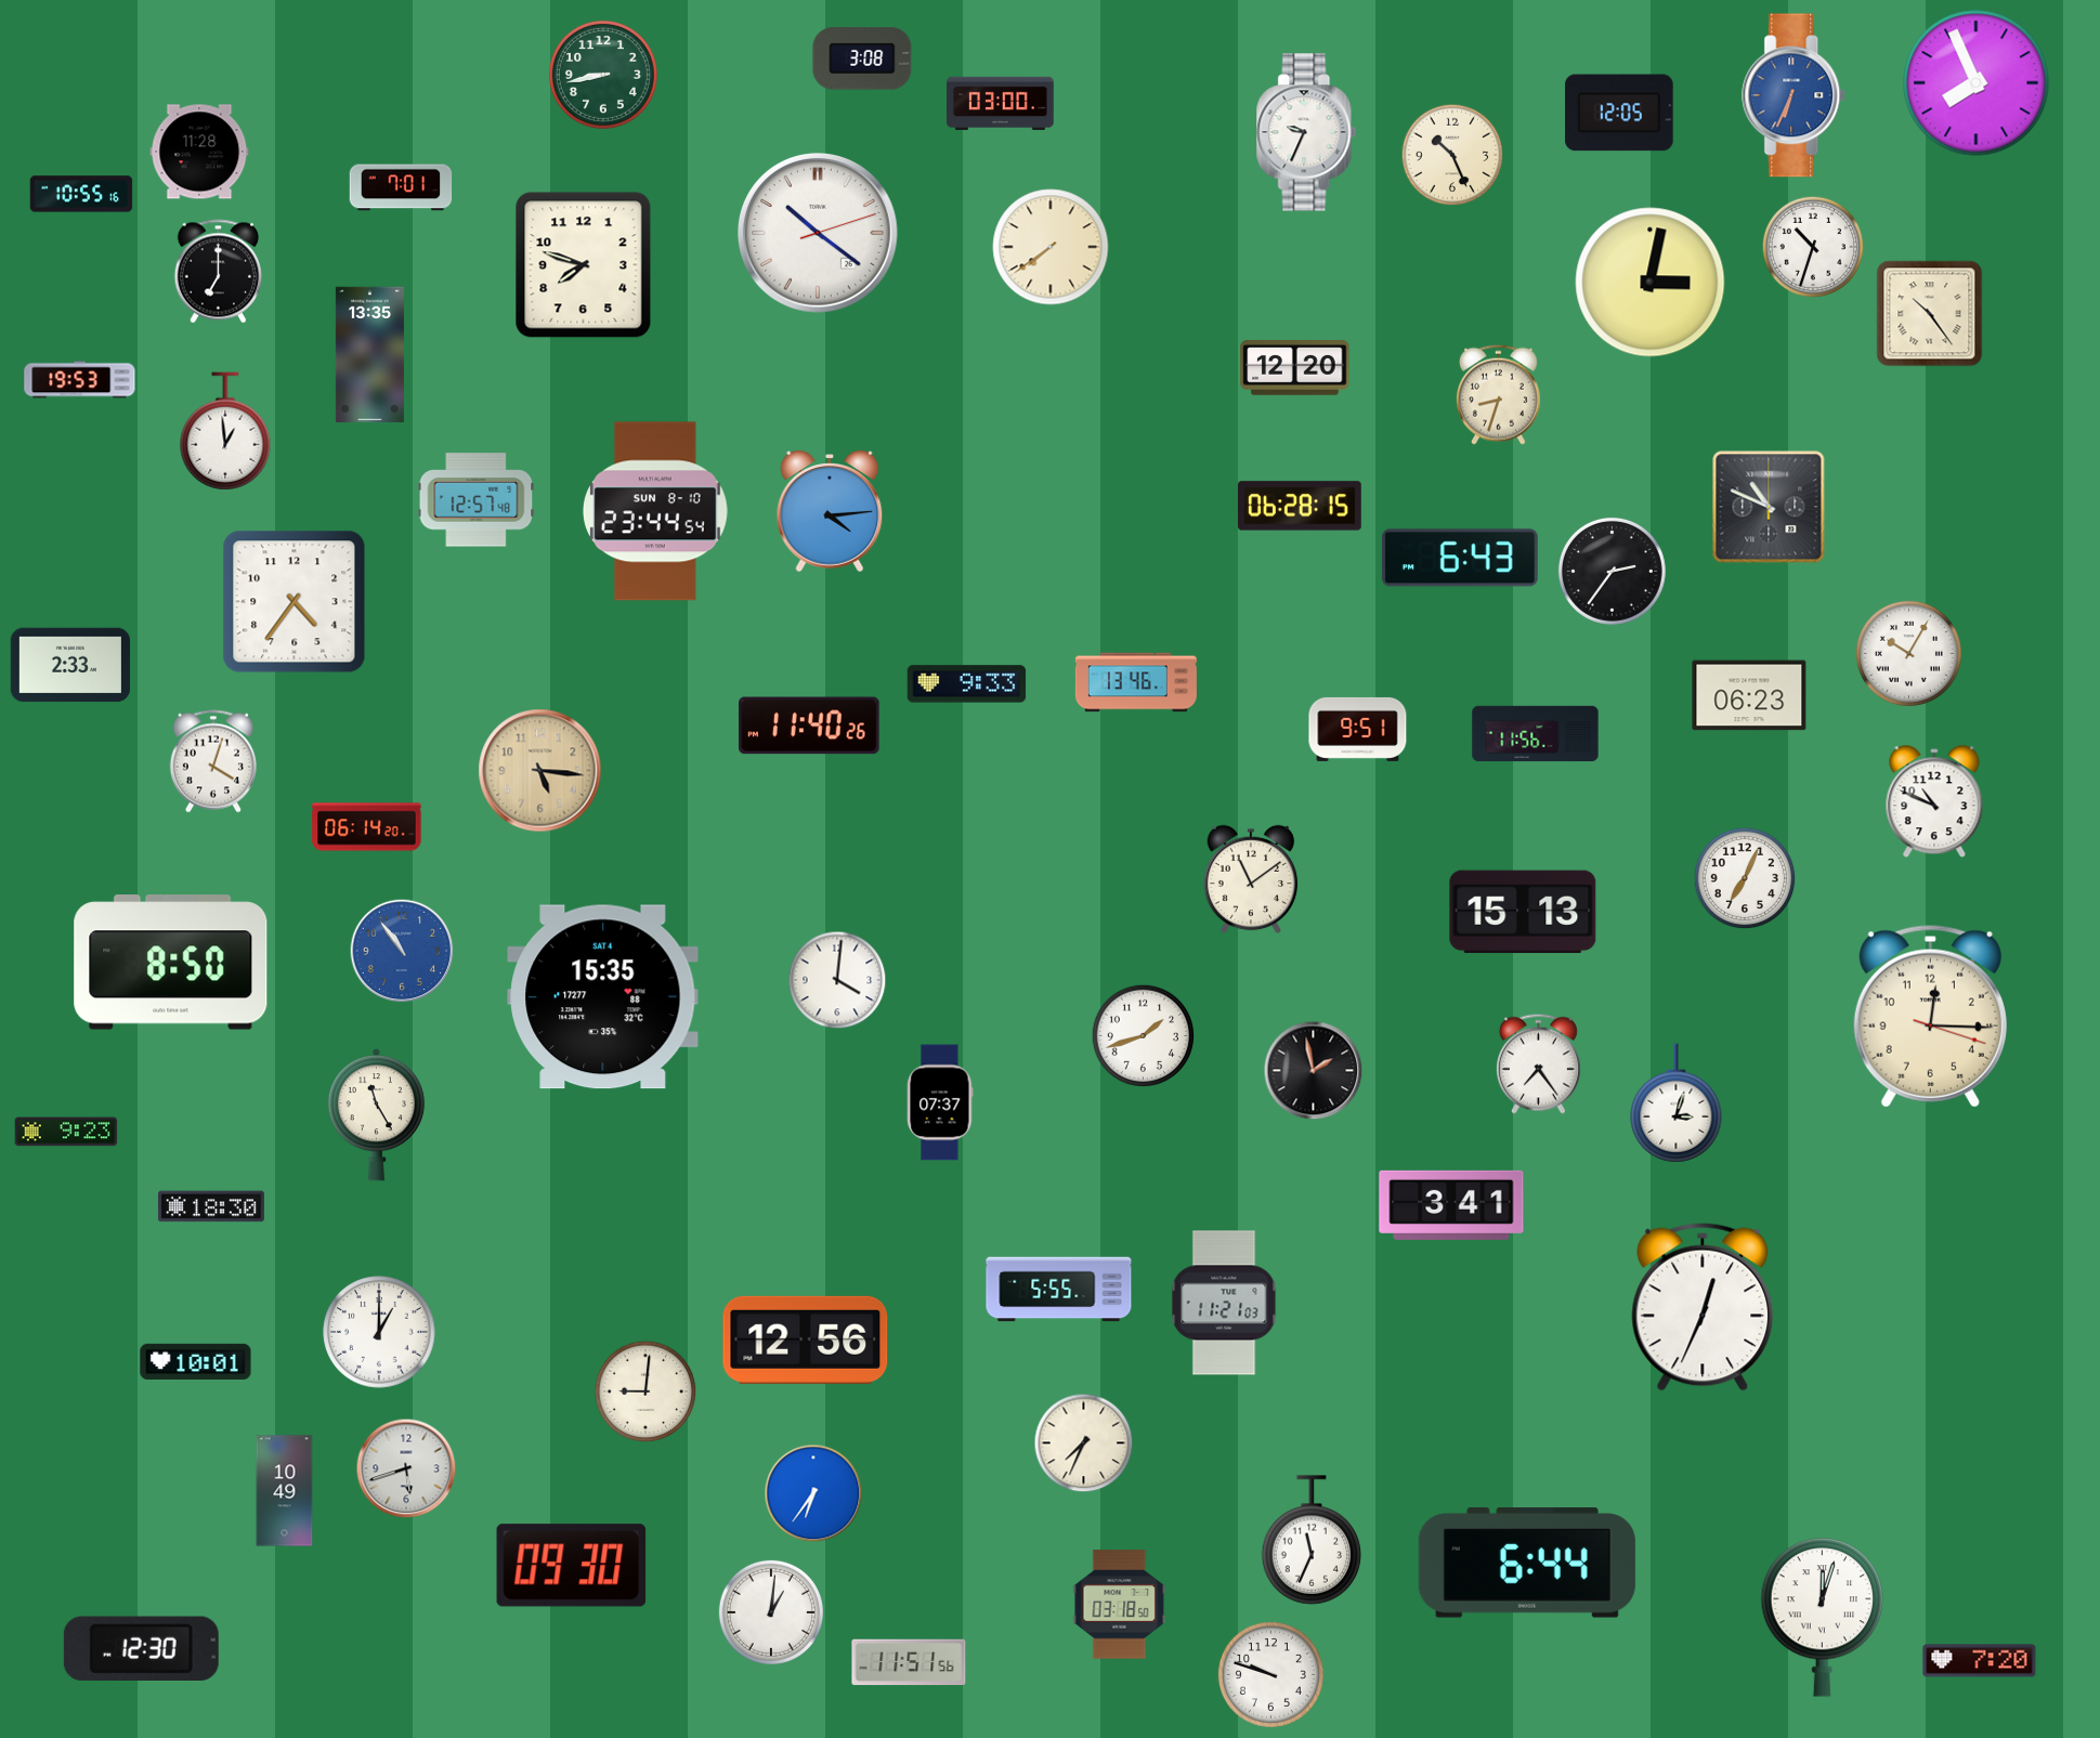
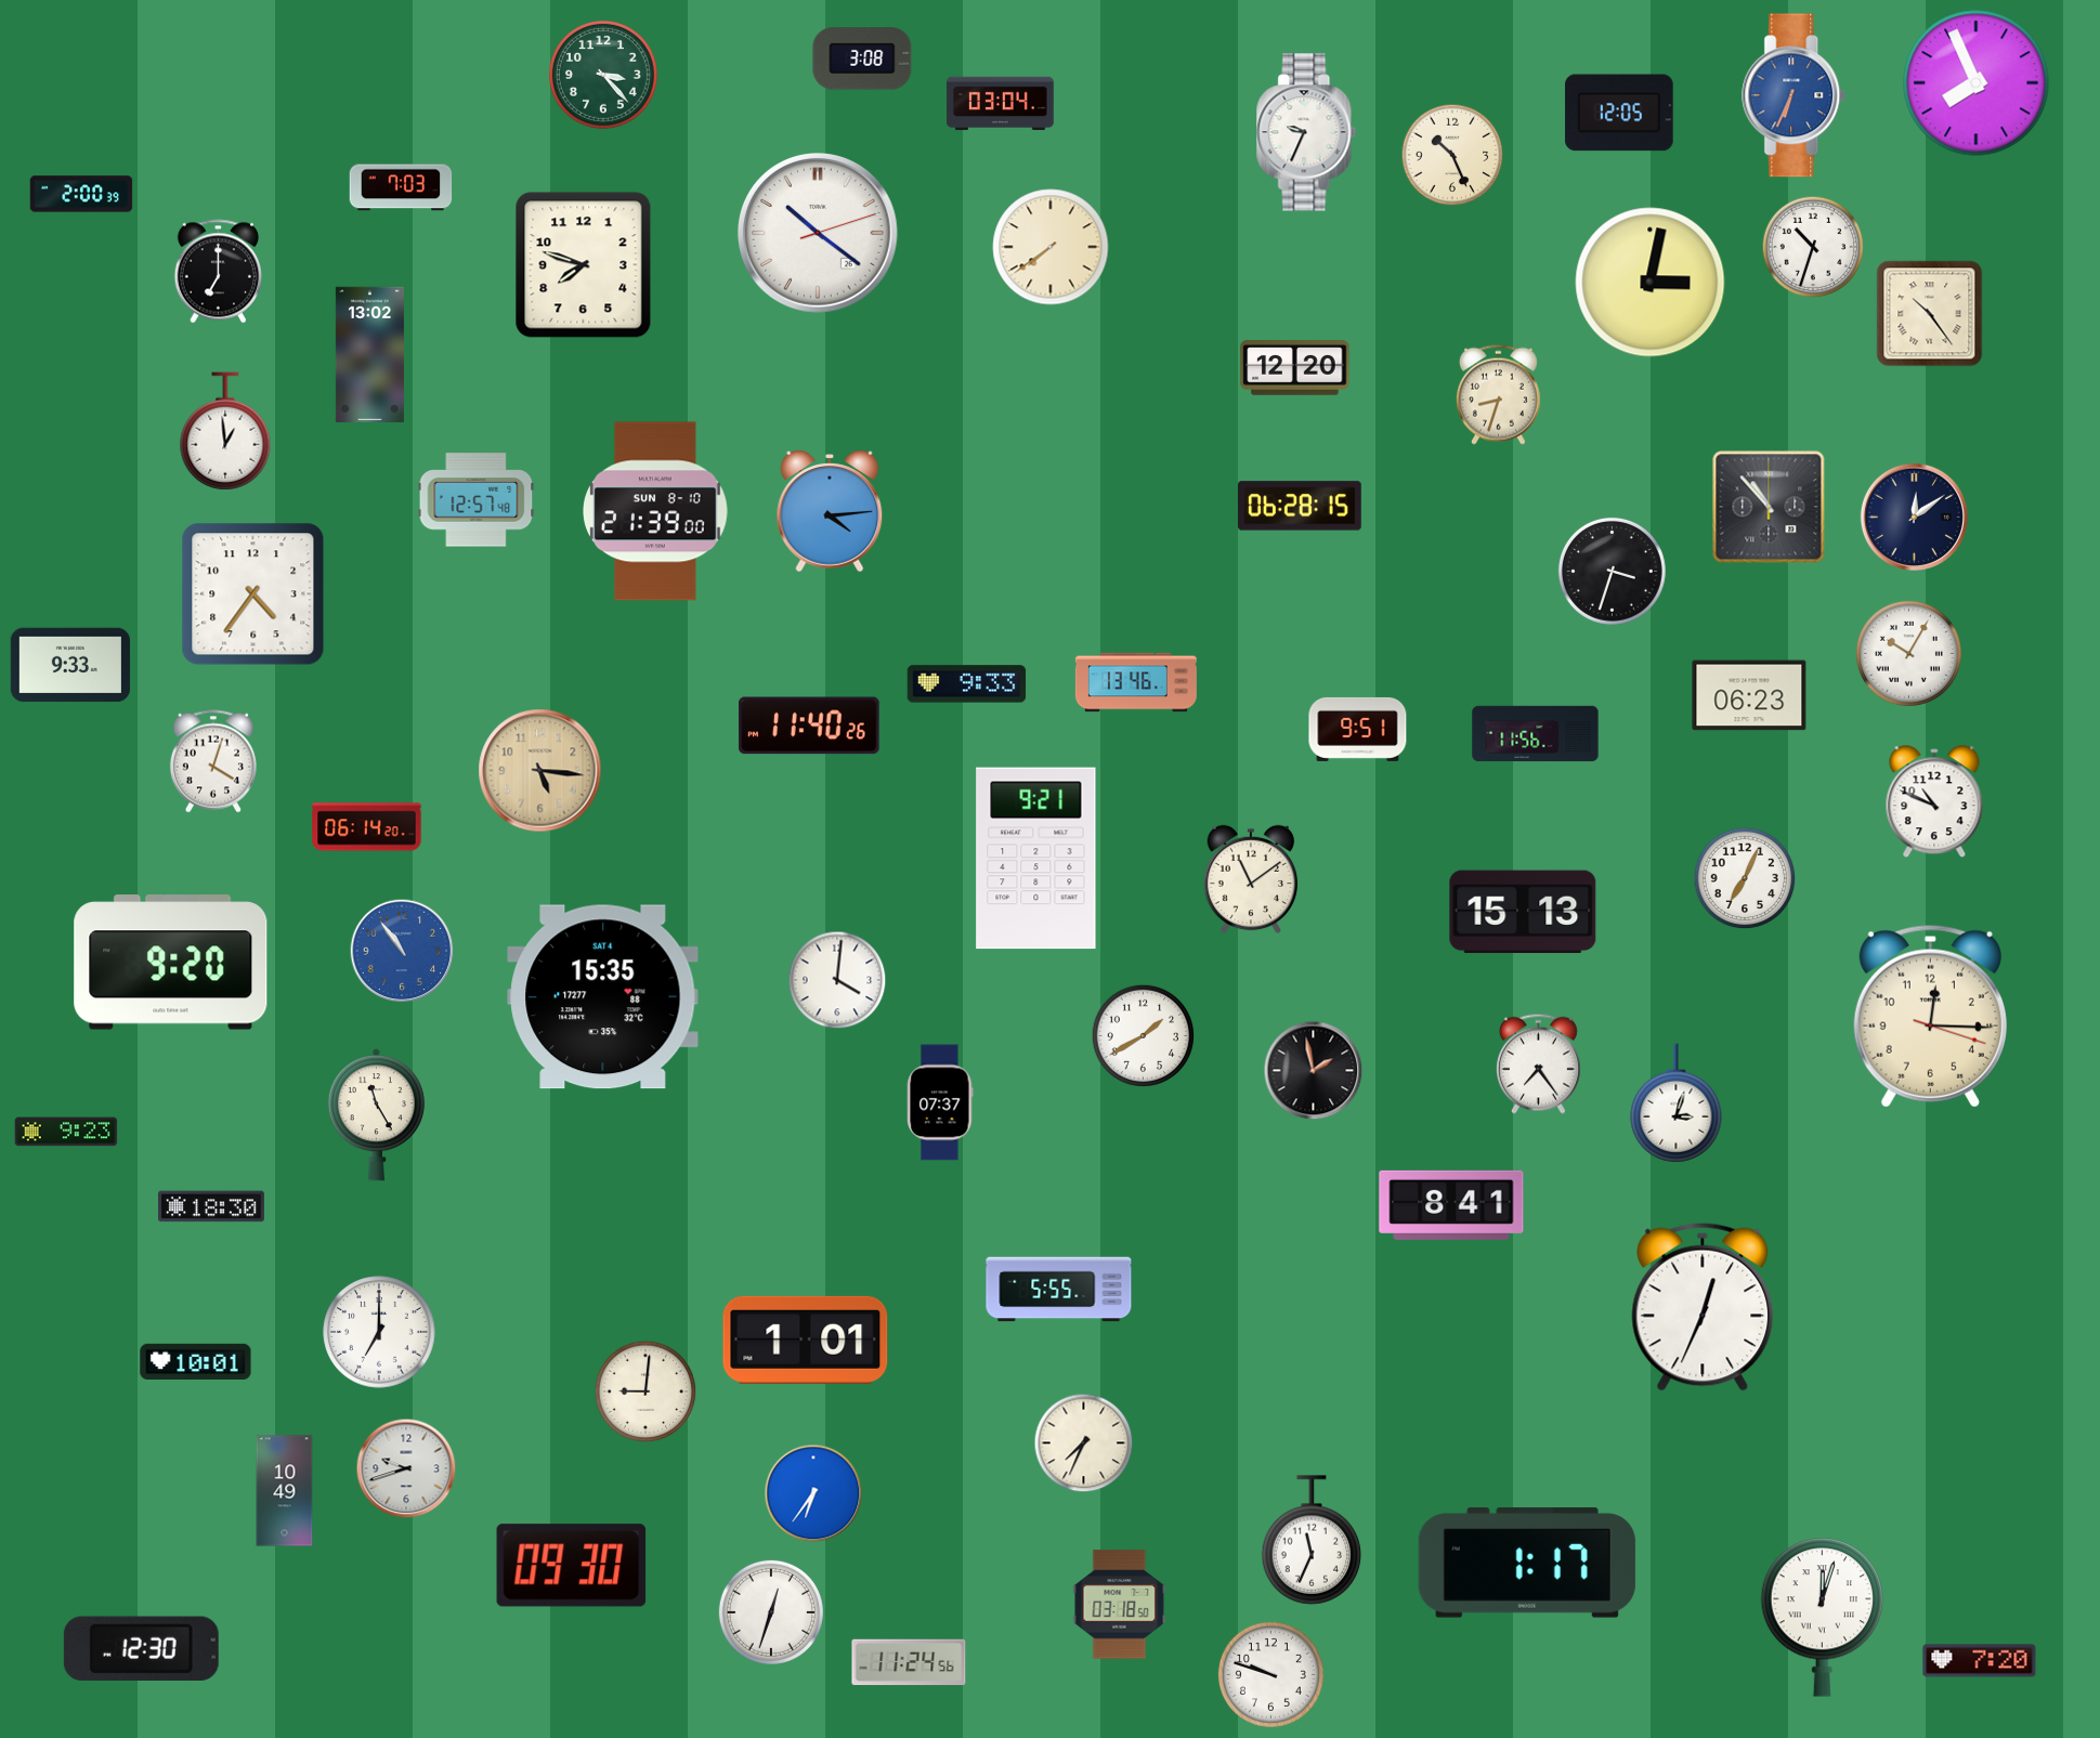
clock at (603, 75): 8:43 -> 3:23
clock at (1001, 104): 03:00 -> 03:04
clock at (199, 152): 11:28 -> none
clock at (401, 187): 7:01 -> 7:03
clock at (81, 194): 10:55 -> 2:00
clock at (369, 354): 13:35 -> 13:02
clock at (80, 380): 19:53 -> none
clock at (1769, 507): 10:49 -> 10:53
clock at (655, 511): 23:44 -> 21:39
clock at (1914, 517): none -> 12:09
clock at (1460, 558): 6:43 -> none
clock at (1612, 571): 2:36 -> 3:33
clock at (295, 602) position: (295, 602) -> (253, 594)
clock at (69, 665): 2:33 -> 9:33
clock at (1036, 859): none -> 9:21
clock at (171, 963): 8:50 -> 9:20
clock at (1144, 1036): 1:42 -> 1:40
clock at (1451, 1205): 3:41 -> 8:41
clock at (1224, 1303): 11:21 -> none
clock at (379, 1332): 1:00 -> 7:00
clock at (806, 1340): 12:56 -> 1:01
clock at (406, 1468): 5:42 -> 9:42
clock at (1527, 1563): 6:44 -> 1:17
clock at (771, 1612): 1:01 -> 12:33
clock at (909, 1662): 11:51 -> 11:24
